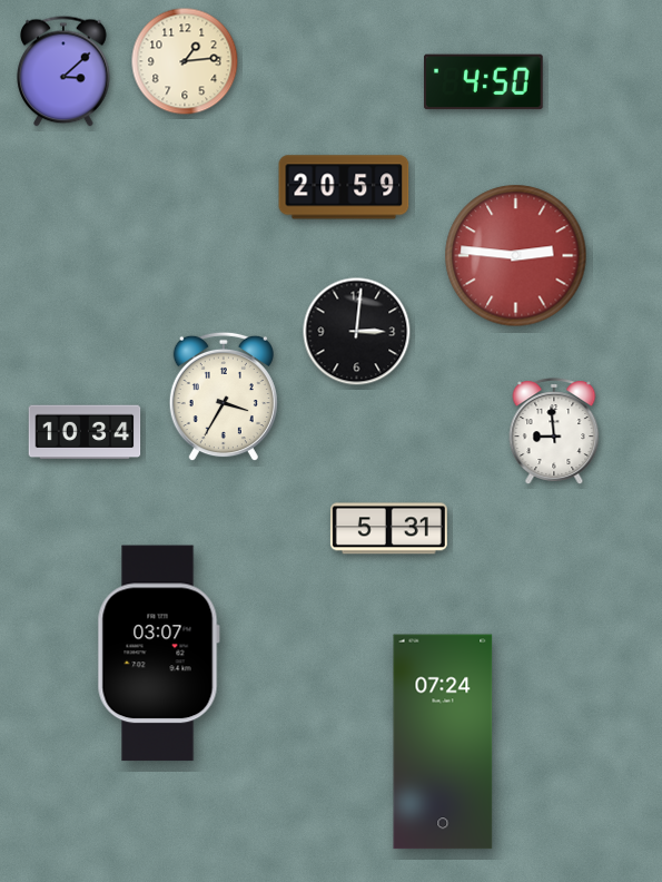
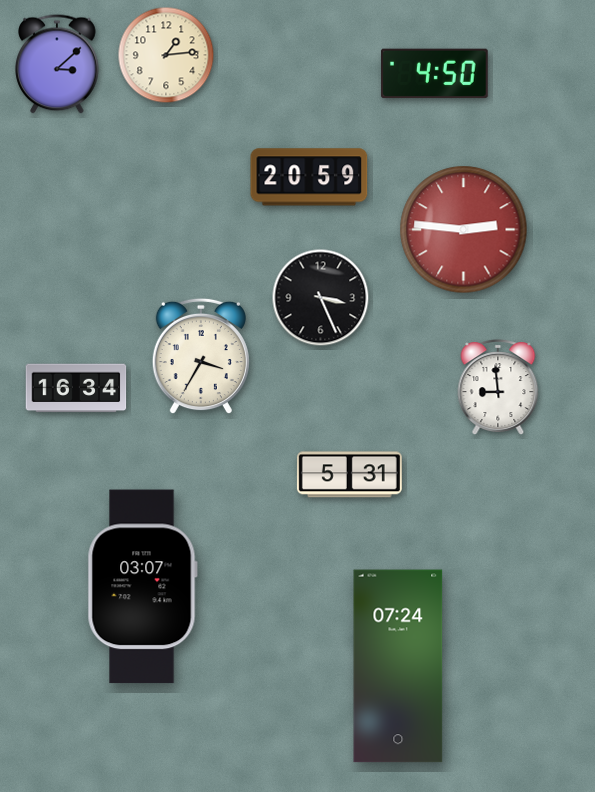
clock at (344, 187) position: (344, 187) -> (309, 177)
clock at (357, 332): 3:01 -> 3:26
clock at (85, 432): 10:34 -> 16:34
